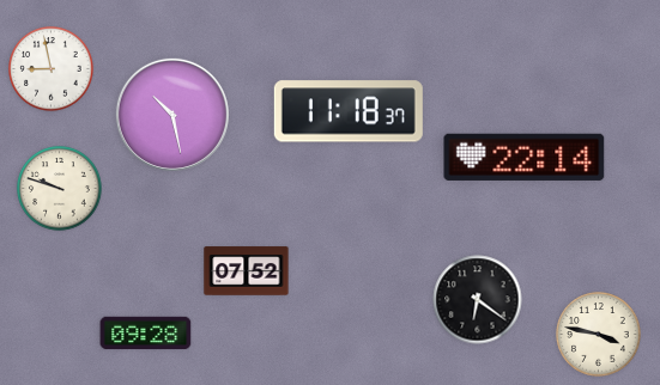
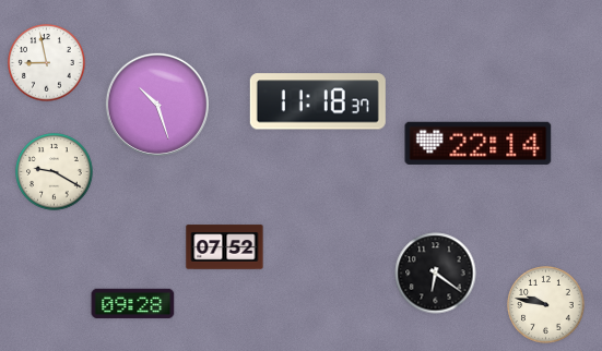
clock at (172, 115): 10:28 -> 10:27
clock at (60, 189): 9:48 -> 9:20
clock at (599, 335): 3:47 -> 9:47
